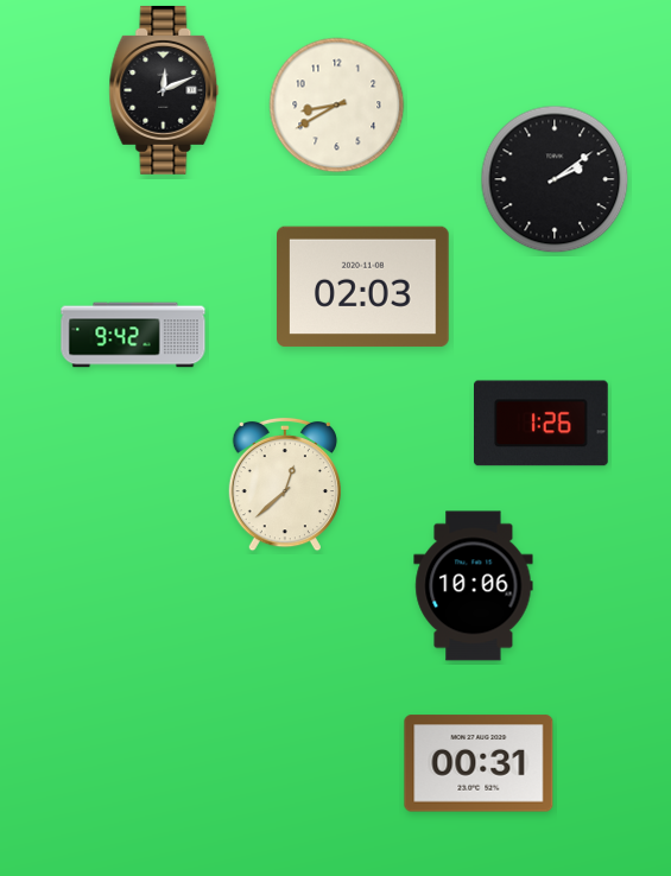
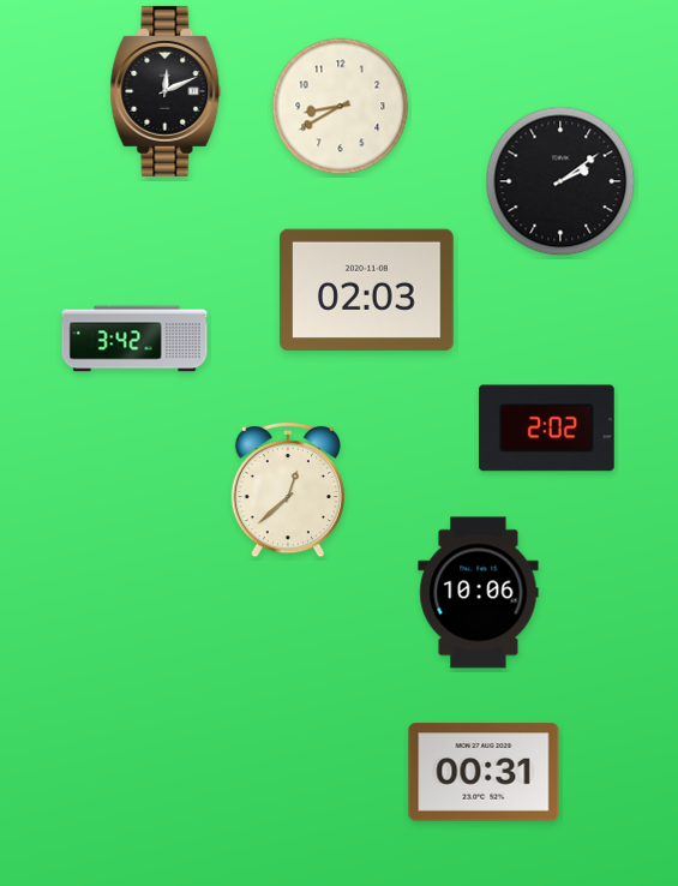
clock at (133, 335): 9:42 -> 3:42
clock at (542, 424): 1:26 -> 2:02
